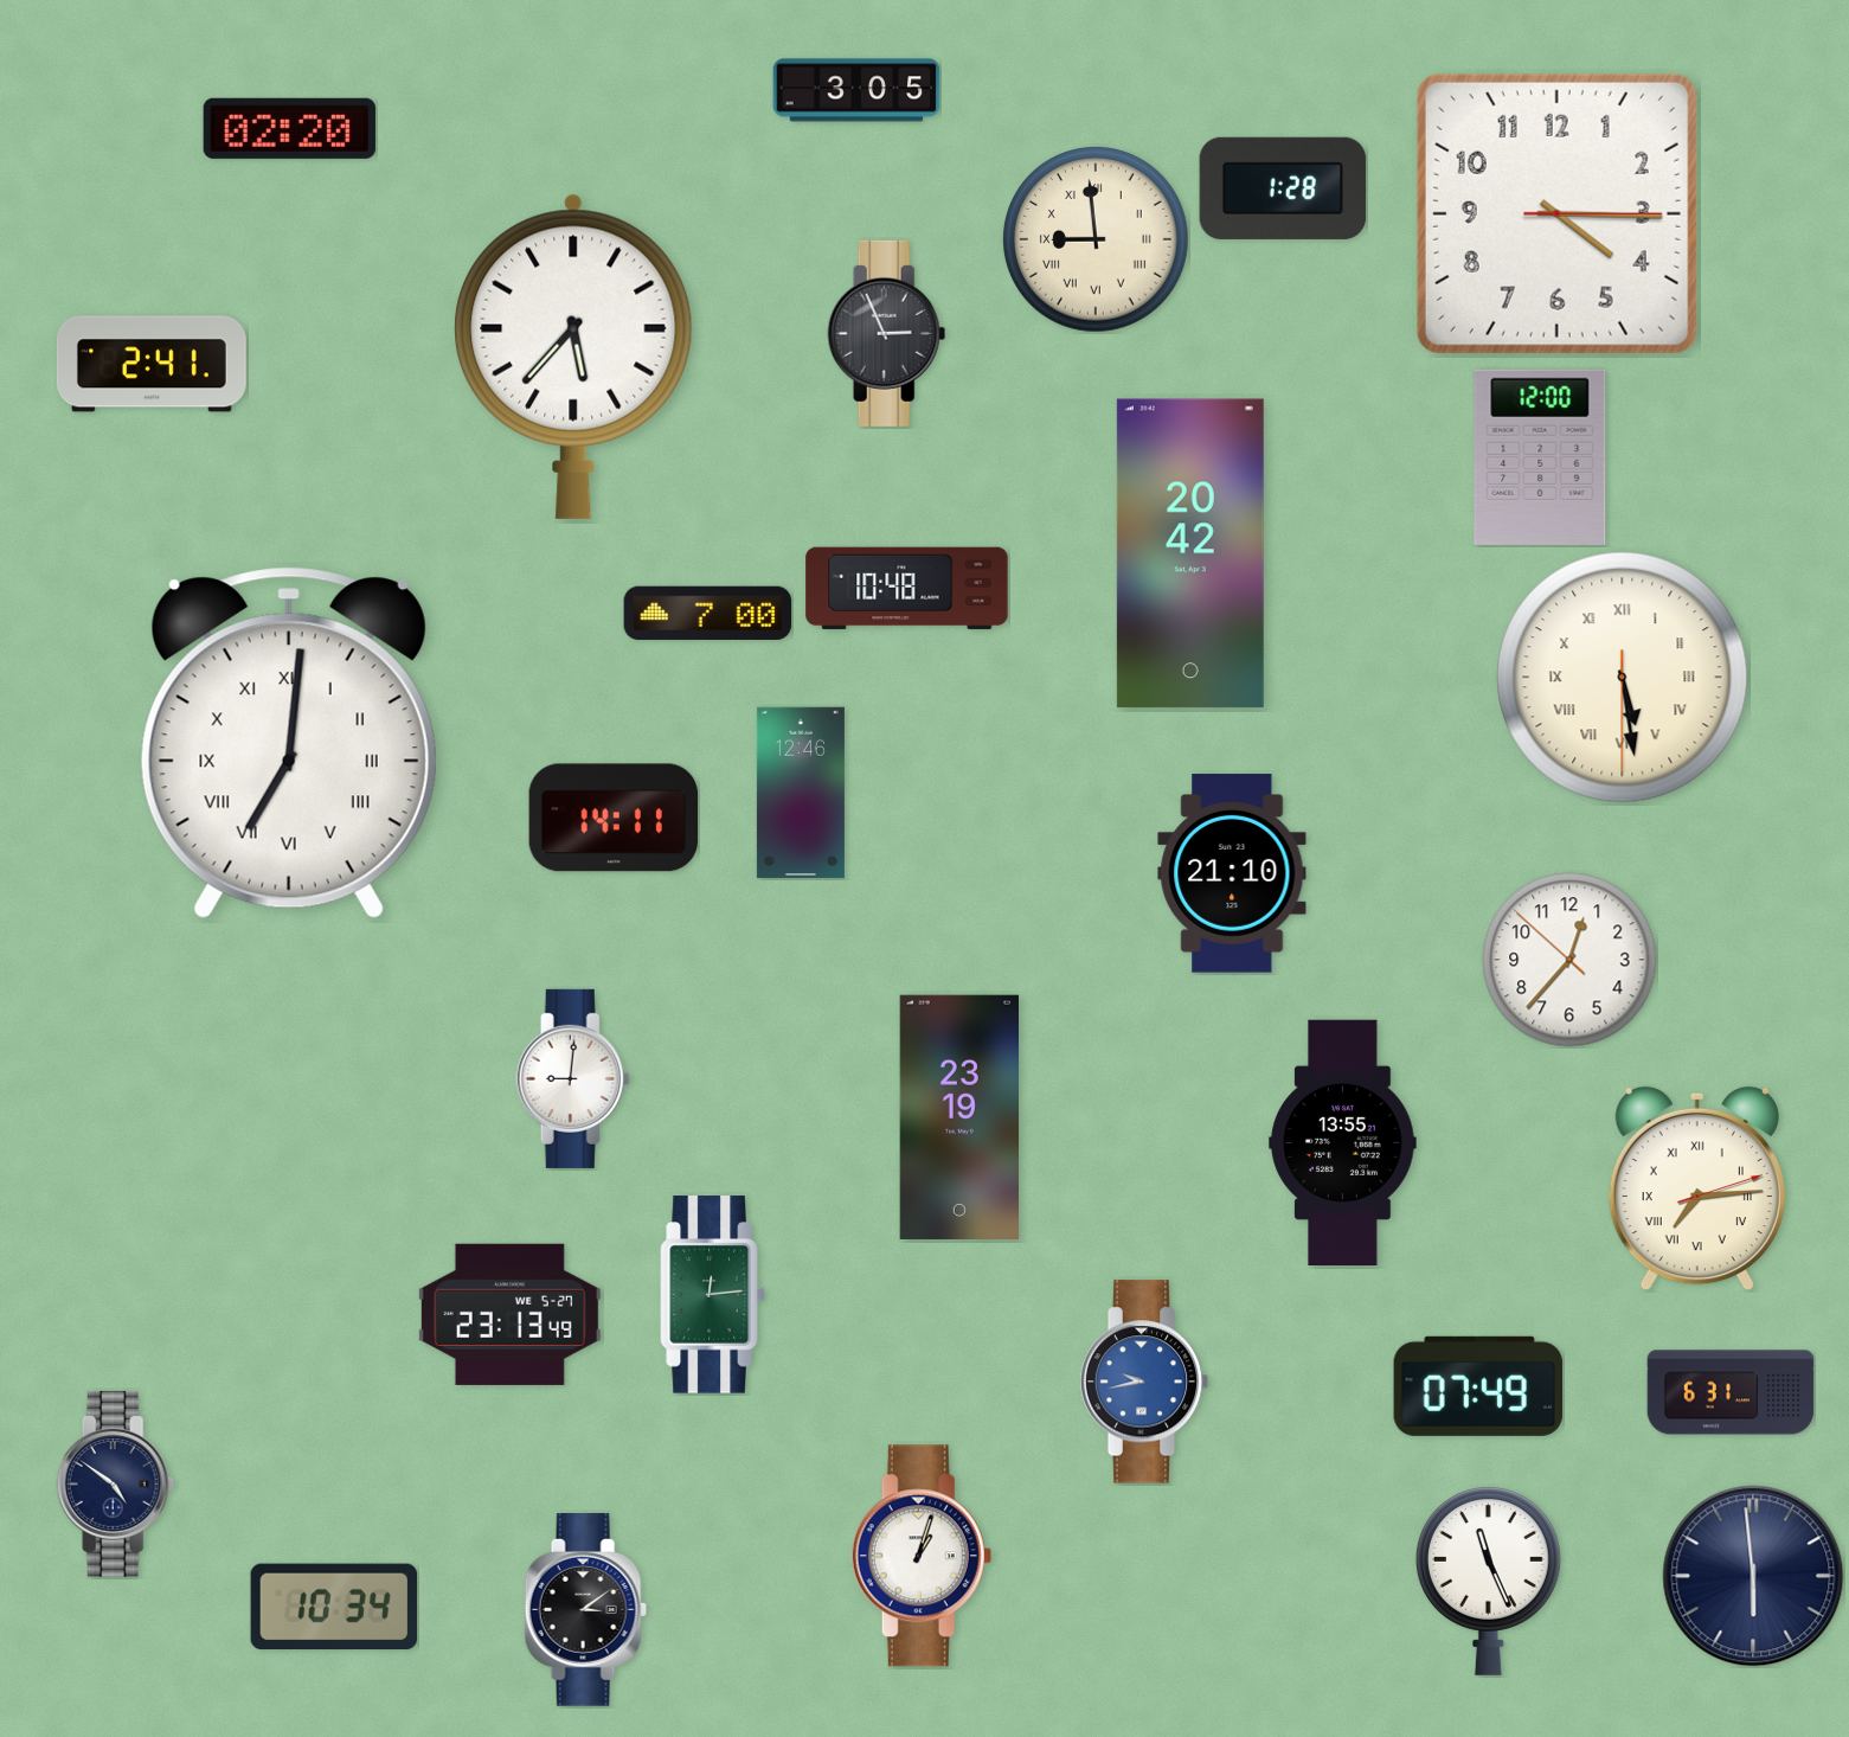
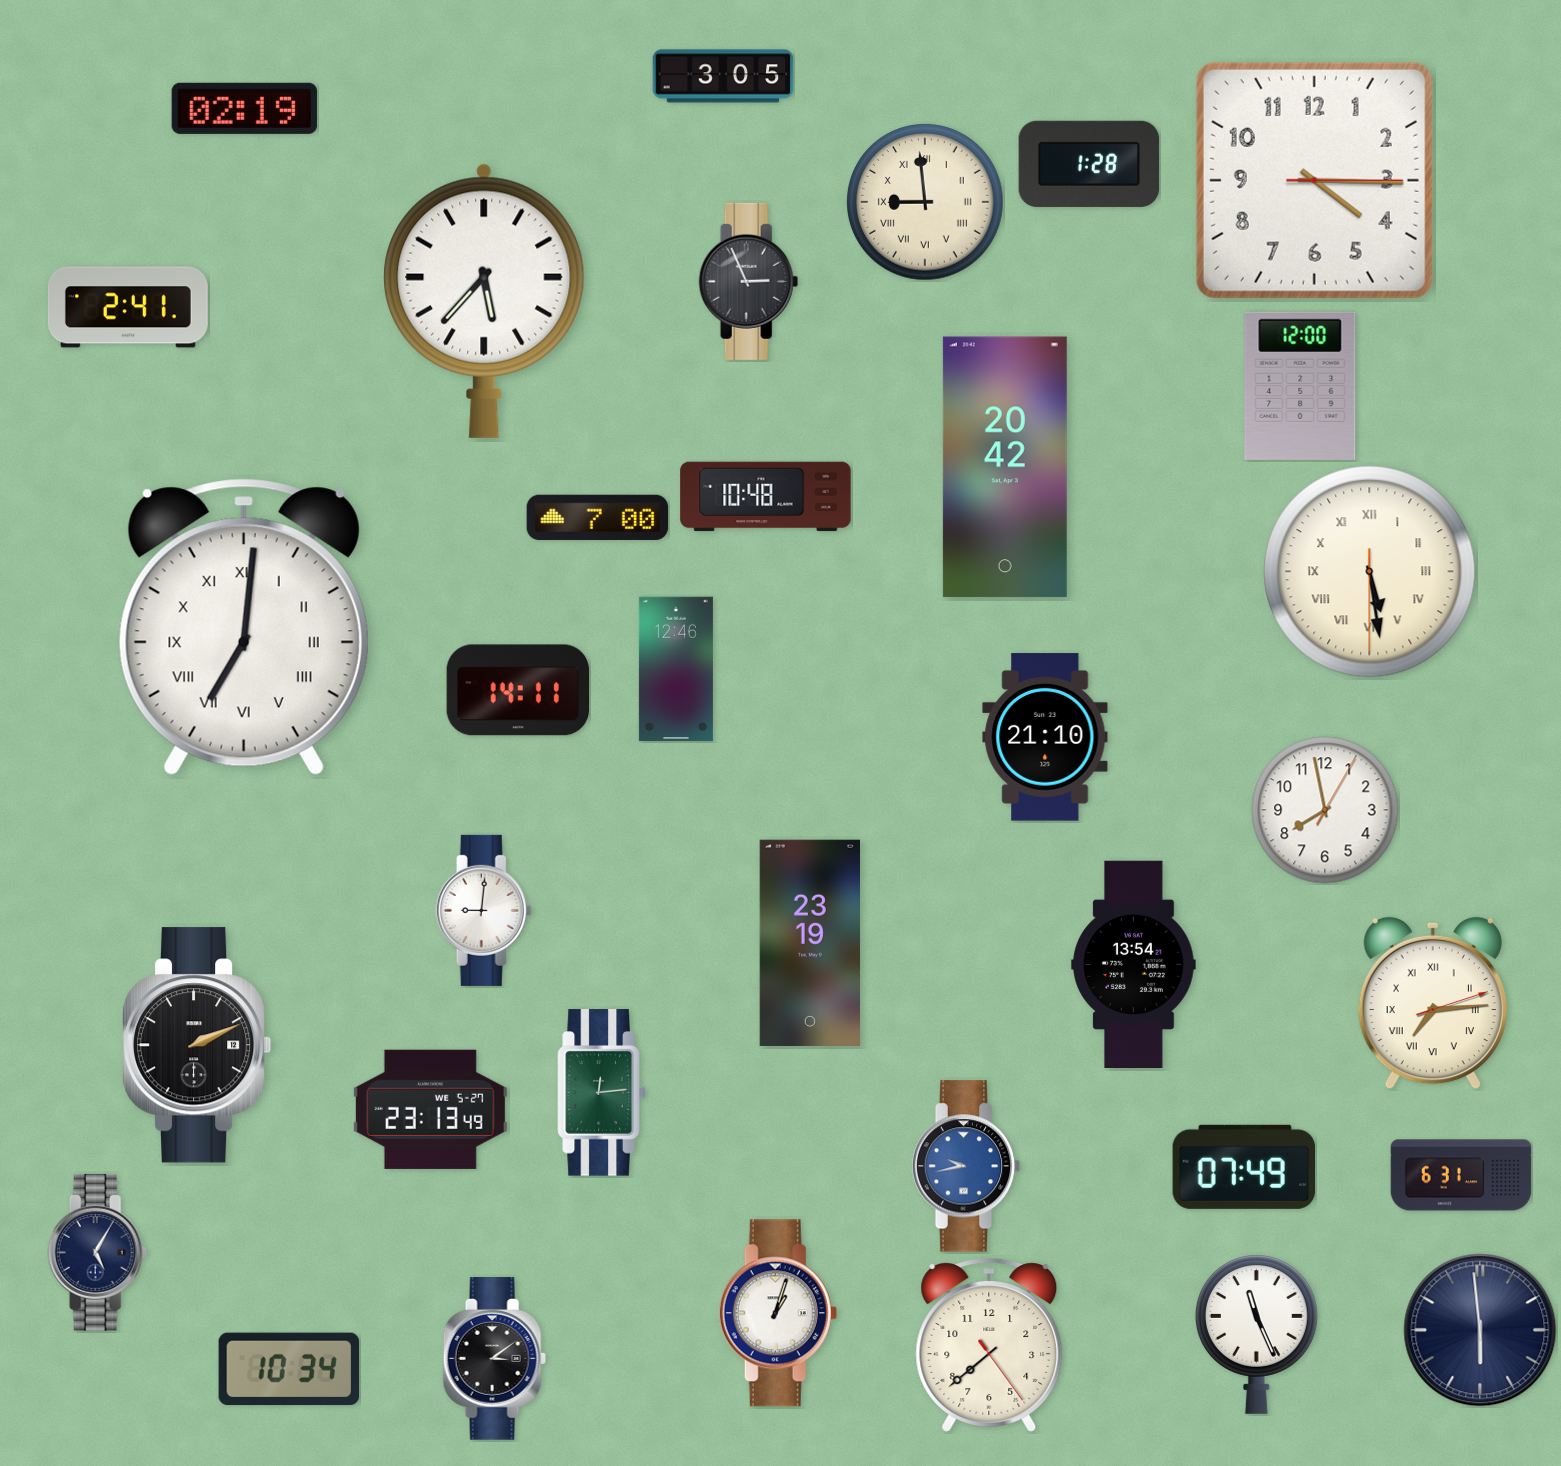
clock at (289, 128): 02:20 -> 02:19
clock at (1283, 188) position: (1283, 188) -> (1089, 164)
clock at (1232, 873) position: (1232, 873) -> (1045, 737)
clock at (1569, 960): 12:36 -> 7:58
clock at (1343, 1142): 13:55 -> 13:54
clock at (197, 1045): none -> 2:11
clock at (1477, 1386) position: (1477, 1386) -> (1243, 1167)
clock at (116, 1483): 4:51 -> 5:05
clock at (989, 1345): none -> 7:38
clock at (334, 1607) position: (334, 1607) -> (289, 1369)
